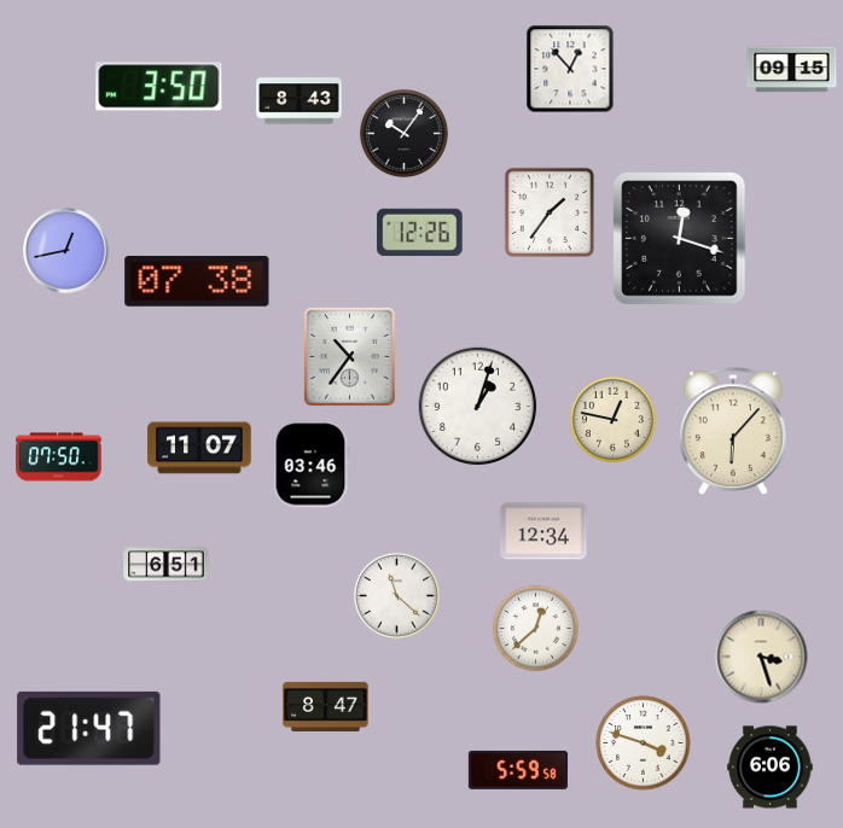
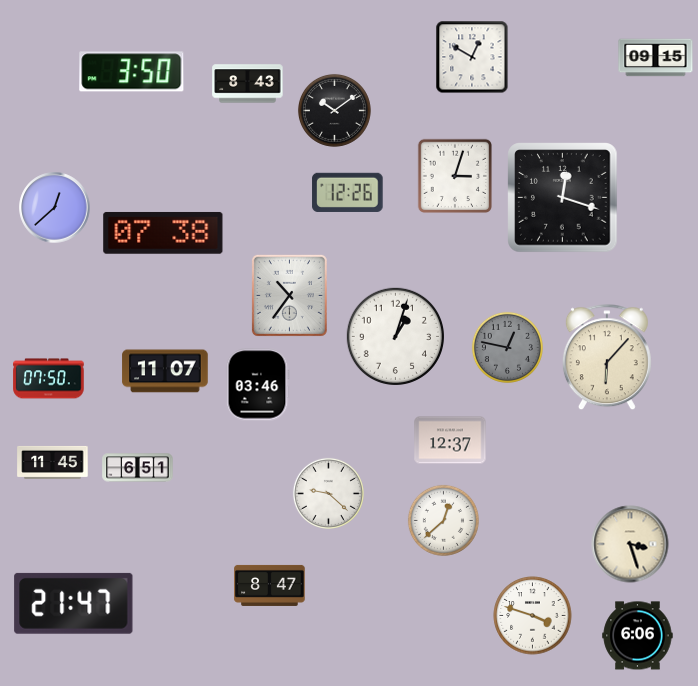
clock at (570, 69): 12:53 -> 12:50
clock at (403, 133): 10:06 -> 10:09
clock at (548, 211): 1:36 -> 3:03
clock at (66, 251): 12:43 -> 12:38
clock at (612, 419) dial: cream -> grey
clock at (543, 531): 12:34 -> 12:37
clock at (53, 462): none -> 11:45
clock at (396, 595): 11:22 -> 9:22
clock at (517, 770): 5:59 -> none
